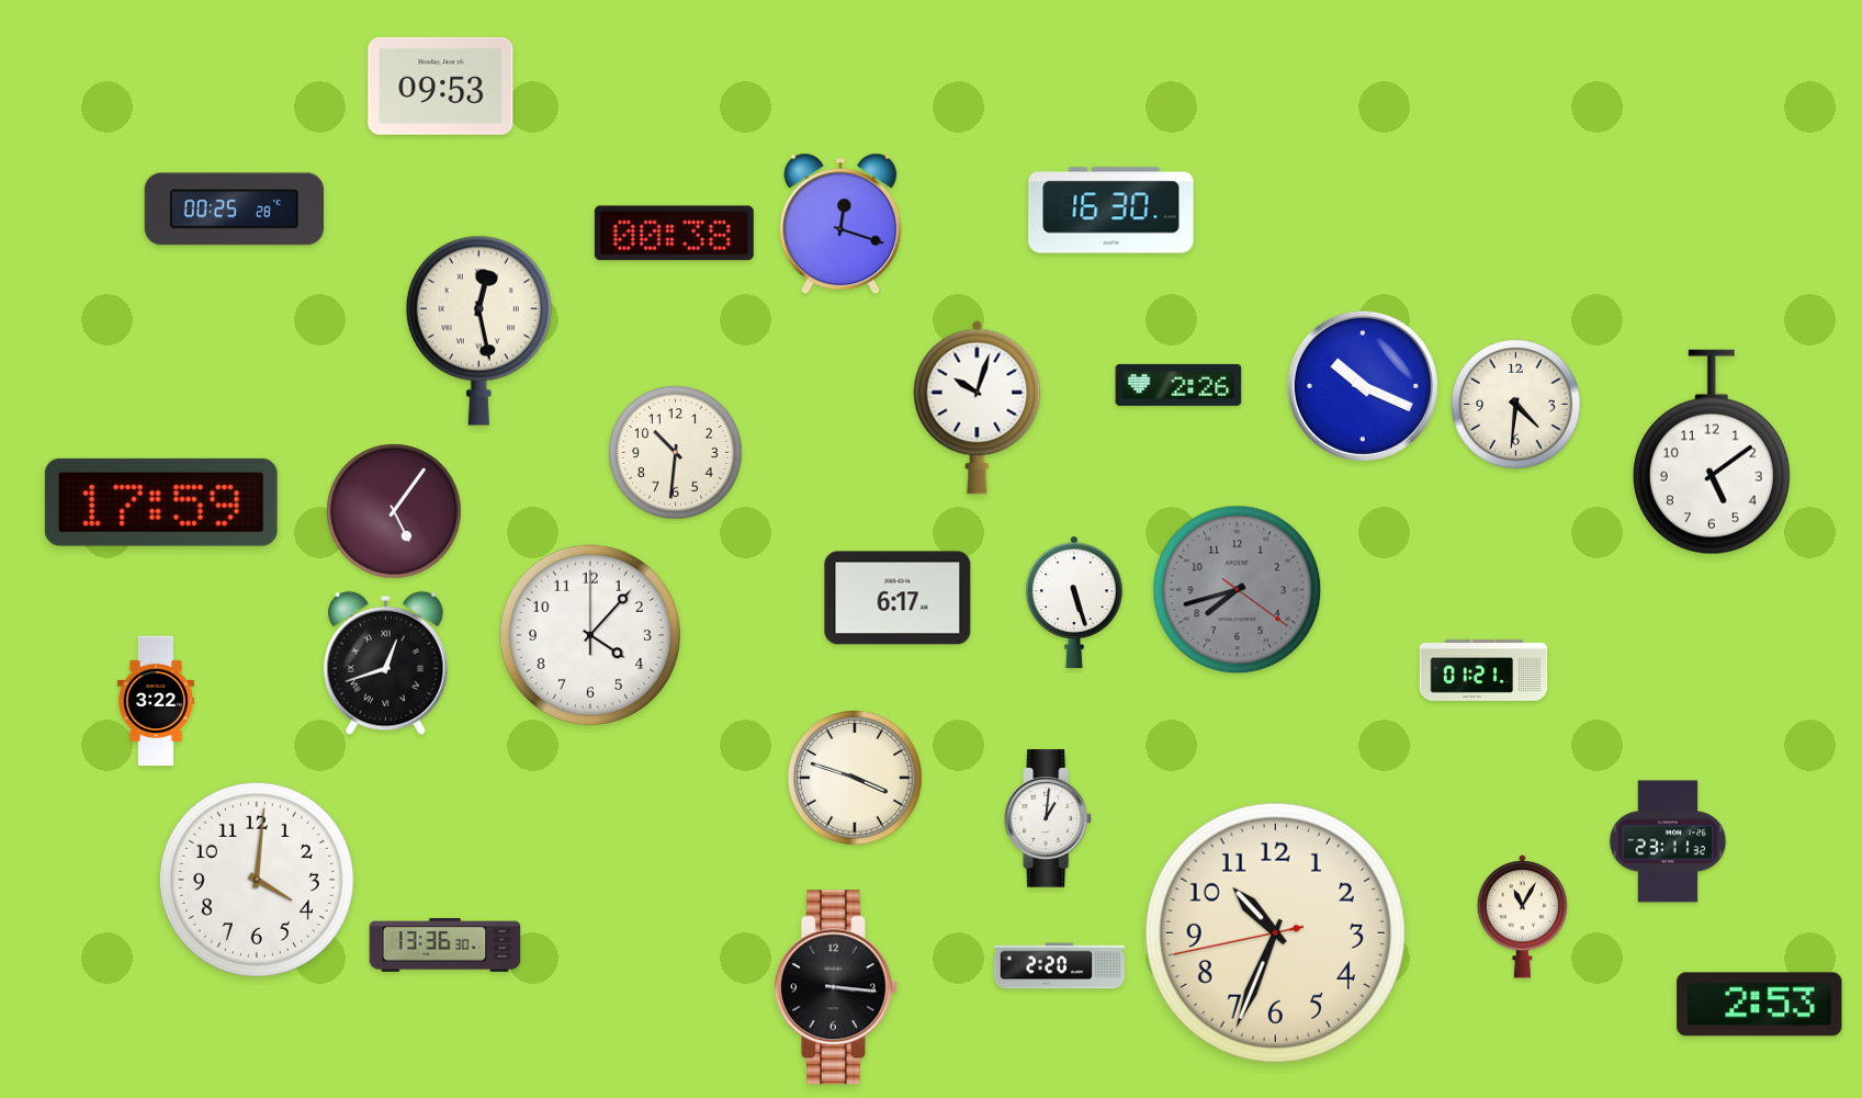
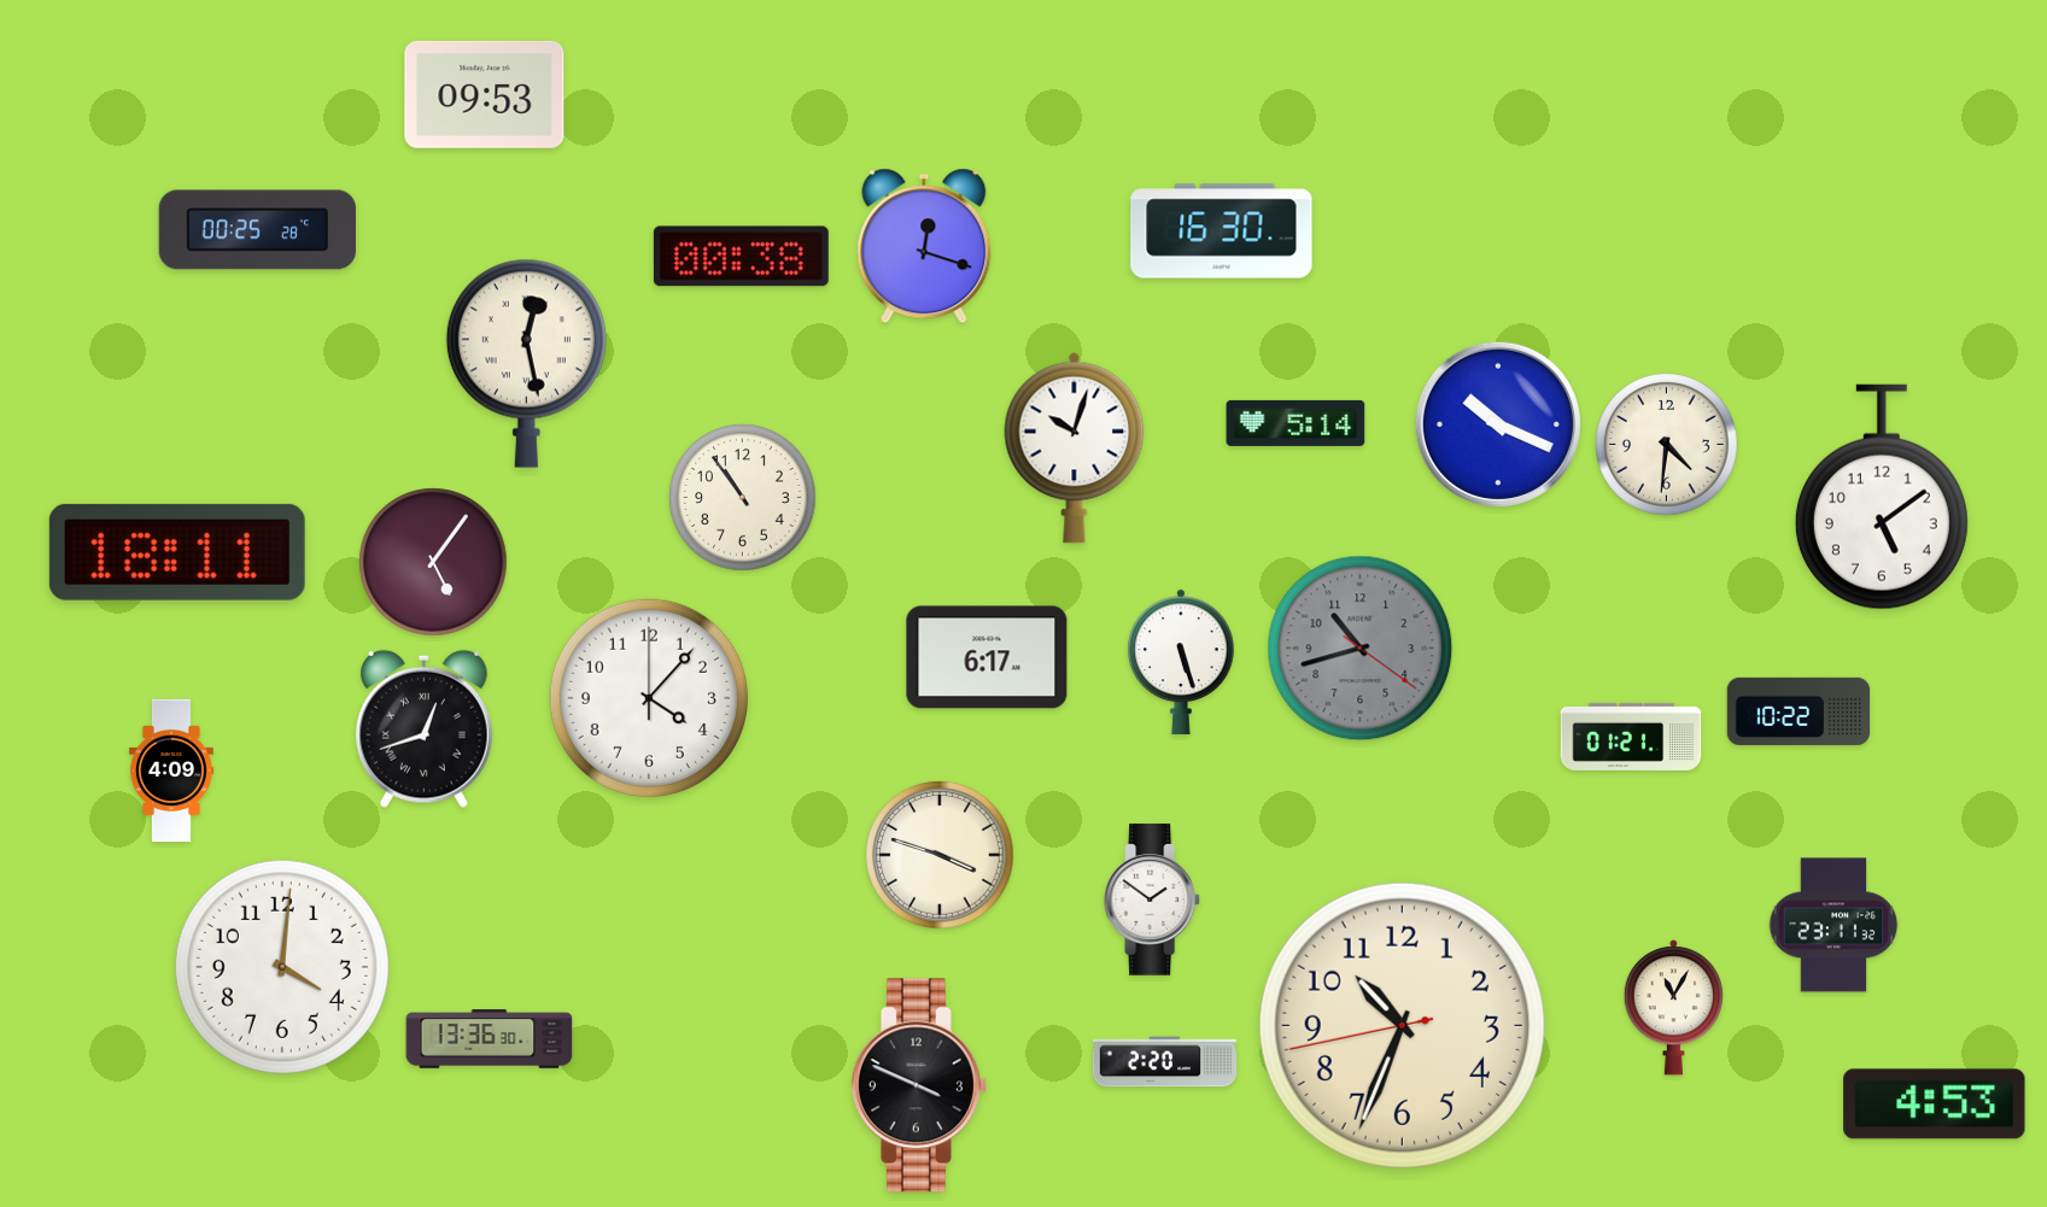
clock at (1178, 385): 2:26 -> 5:14
clock at (676, 453): 10:31 -> 10:54
clock at (161, 502): 17:59 -> 18:11
clock at (1238, 590): 7:42 -> 10:42
clock at (1799, 711): none -> 10:22
clock at (156, 701): 3:22 -> 4:09
clock at (1049, 818): 1:01 -> 1:51
clock at (836, 987): 3:16 -> 3:49
clock at (1760, 1005): 2:53 -> 4:53
